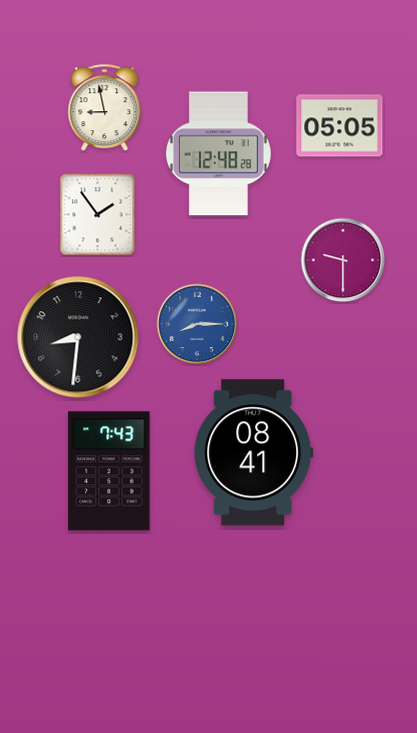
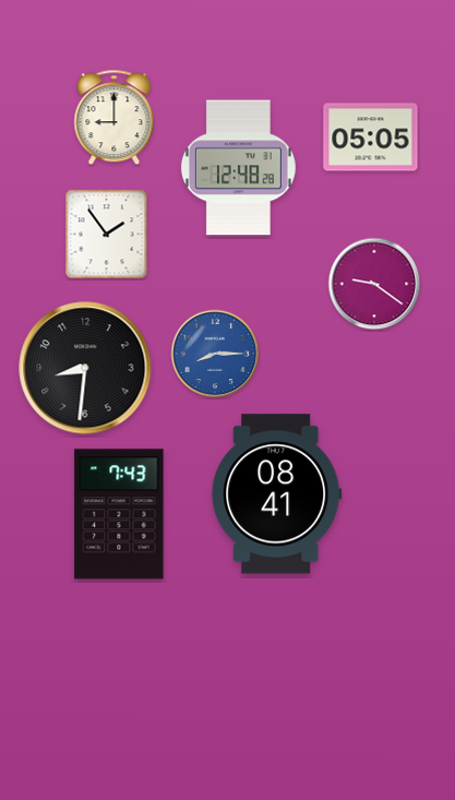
clock at (105, 108): 8:58 -> 9:00
clock at (343, 260): 9:30 -> 9:21
